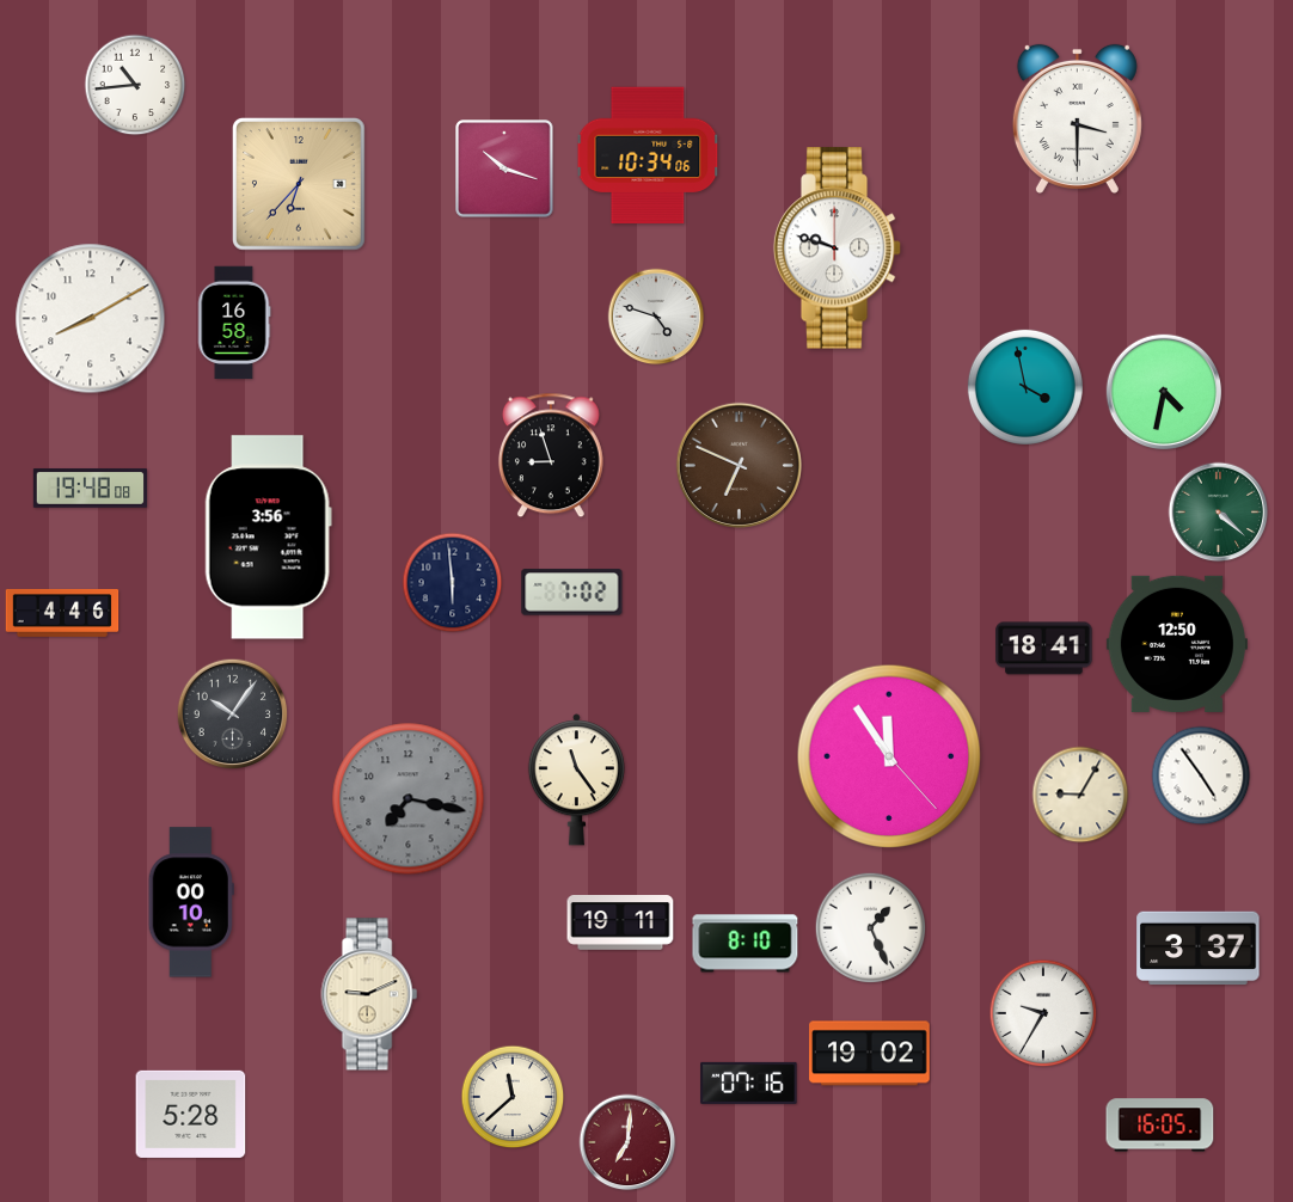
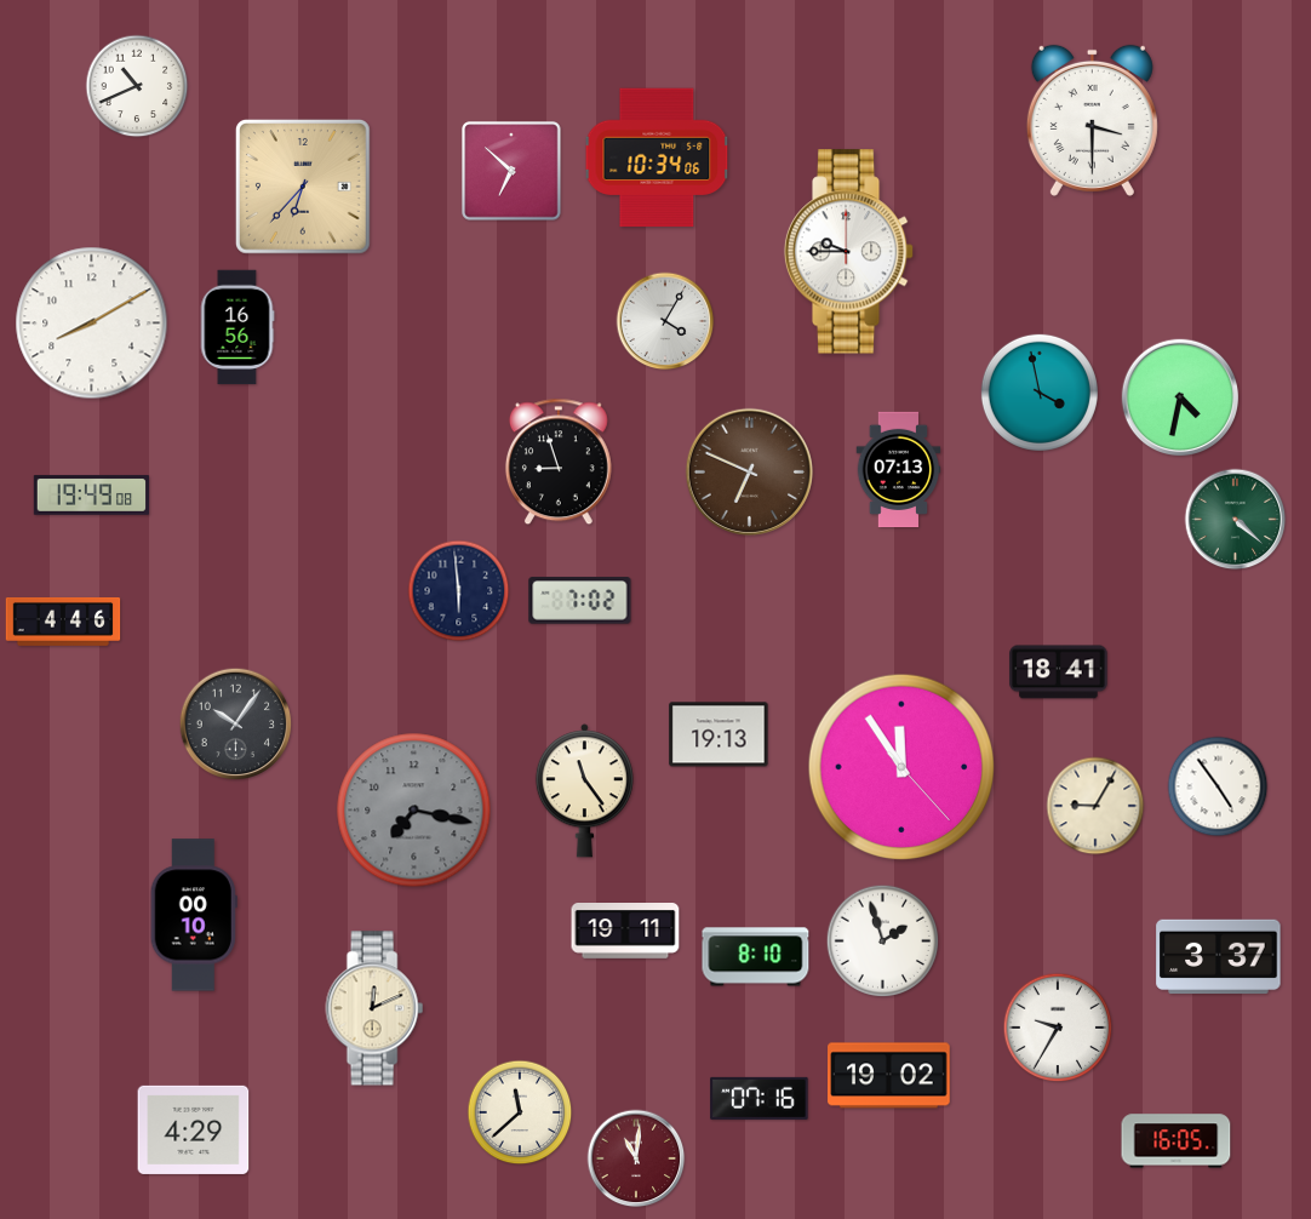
clock at (135, 85): 10:44 -> 10:41
clock at (504, 168): 10:18 -> 6:52
clock at (838, 249): 9:48 -> 9:45
clock at (656, 317): 4:48 -> 4:05
clock at (234, 323): 16:58 -> 16:56
clock at (899, 470): none -> 07:13
clock at (91, 489): 19:48 -> 19:49
clock at (268, 538): 3:56 -> none
clock at (1177, 644): 12:50 -> none
clock at (1044, 649) position: (1044, 649) -> (1059, 673)
clock at (719, 734): none -> 19:13
clock at (620, 924) position: (620, 924) -> (625, 932)
clock at (871, 928): 1:26 -> 1:57
clock at (1199, 949) position: (1199, 949) -> (1219, 957)
clock at (369, 994): 9:11 -> 12:11
clock at (870, 1054) position: (870, 1054) -> (889, 1076)
clock at (191, 1114): 5:28 -> 4:29
clock at (627, 1142): 7:01 -> 11:01
